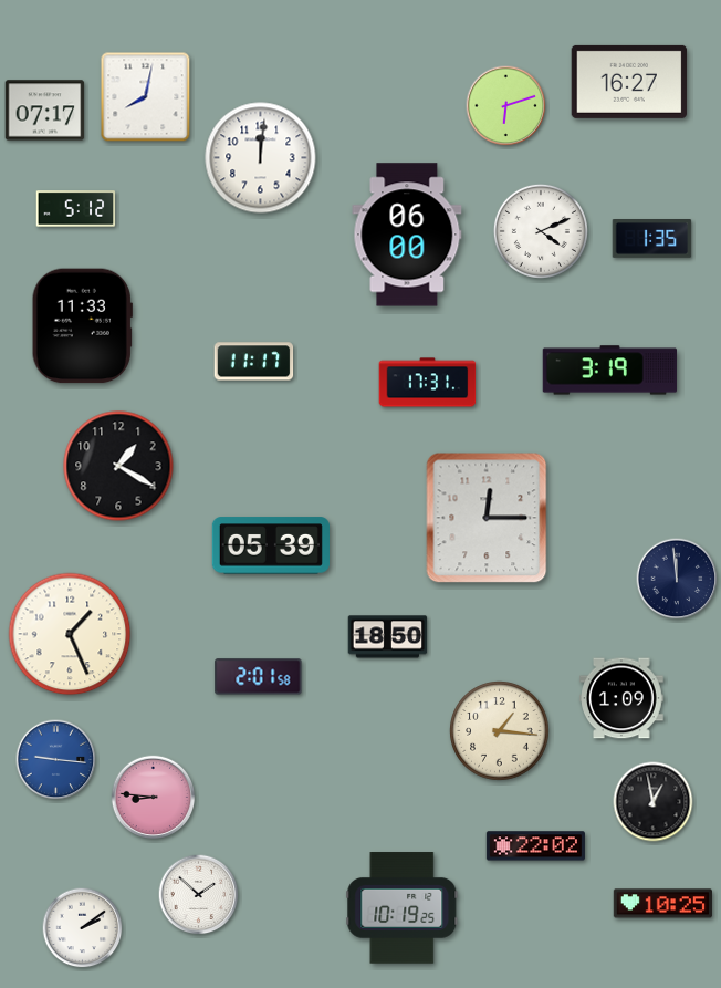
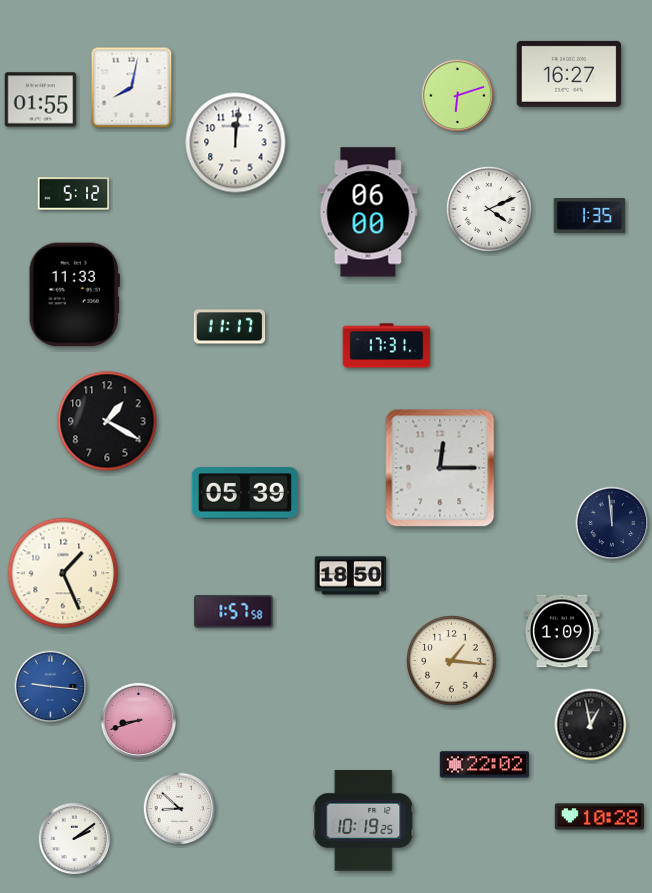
clock at (45, 111): 07:17 -> 01:55
clock at (76, 209) position: (76, 209) -> (74, 194)
clock at (610, 371): 3:19 -> none
clock at (259, 677): 2:01 -> 1:57
clock at (154, 798): 8:46 -> 8:42
clock at (199, 895): 1:52 -> 8:52
clock at (662, 904): 10:25 -> 10:28
